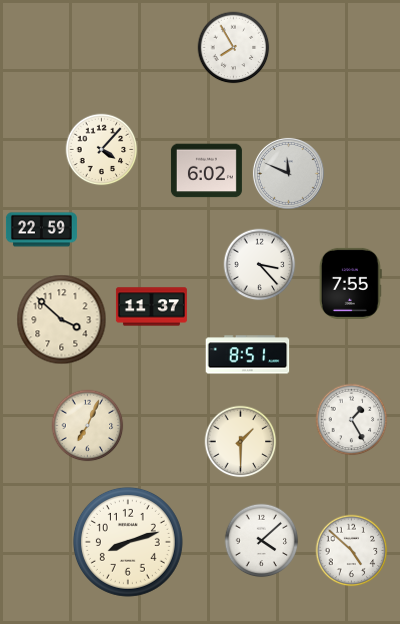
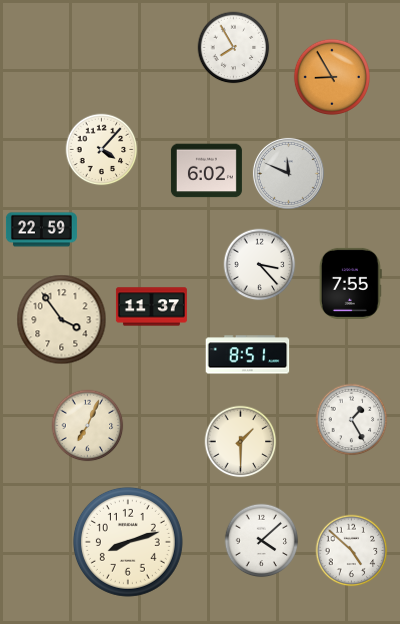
clock at (332, 77): none -> 8:55
clock at (62, 320): 3:52 -> 3:54
